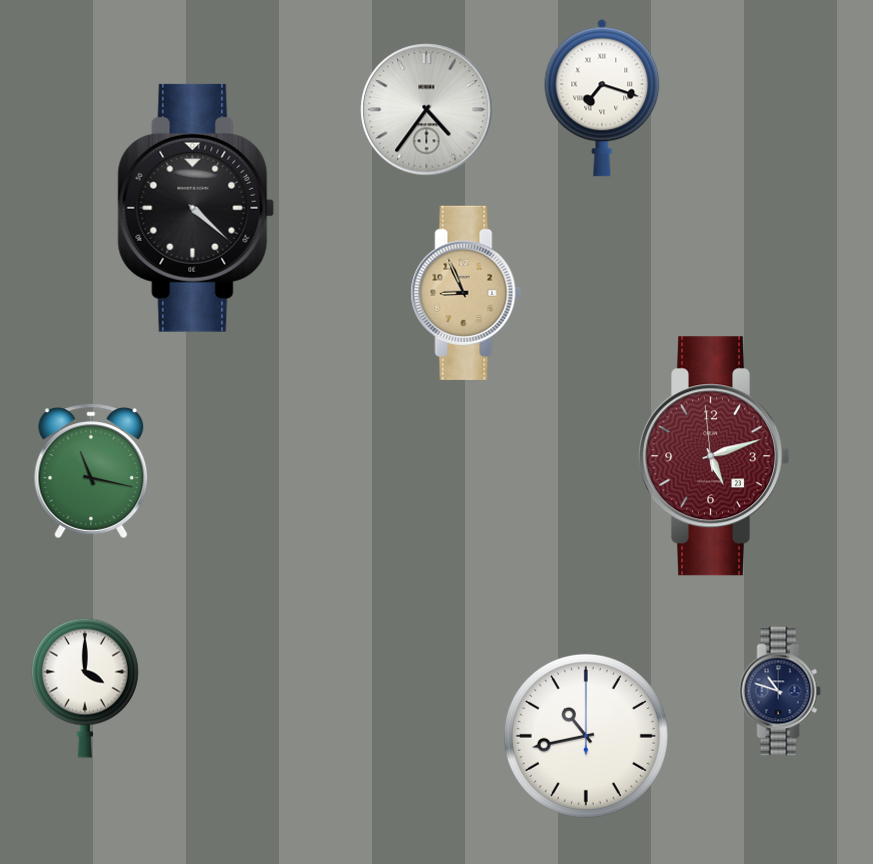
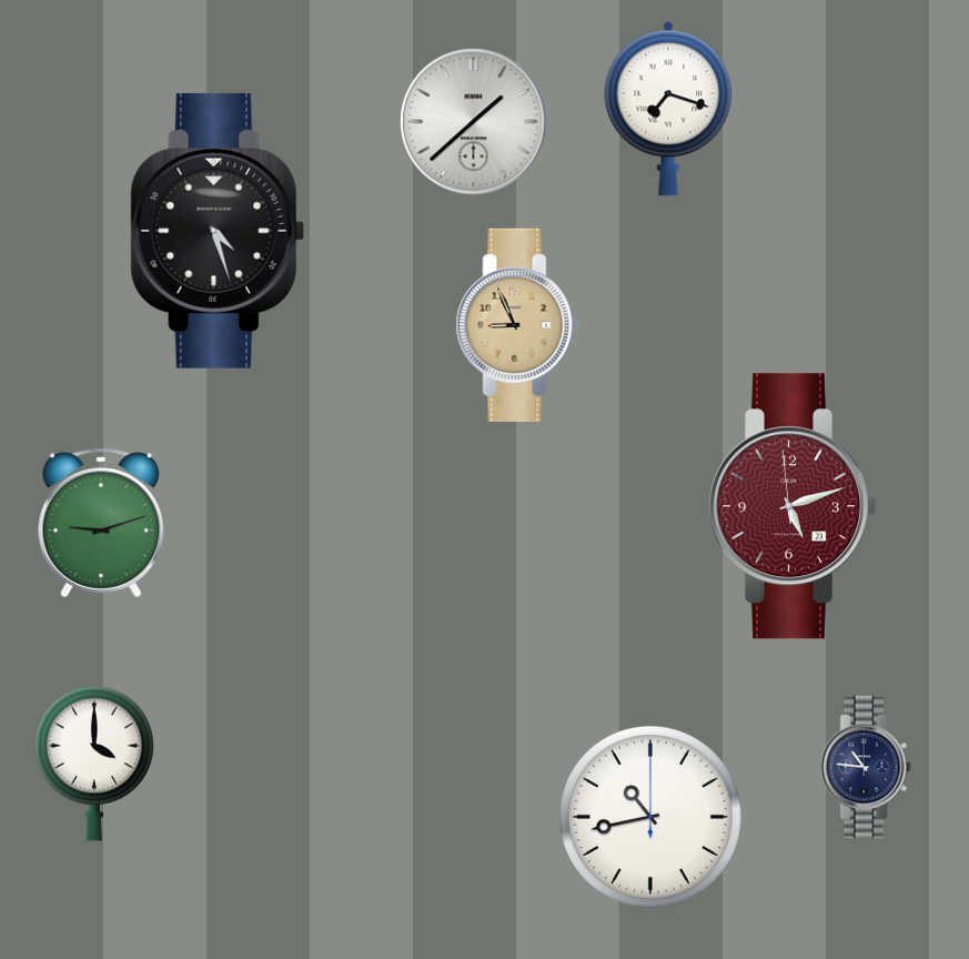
clock at (427, 110): 4:36 -> 1:38
clock at (196, 208): 4:22 -> 4:27
clock at (91, 471): 11:17 -> 9:12
clock at (780, 691): 10:48 -> 10:46
